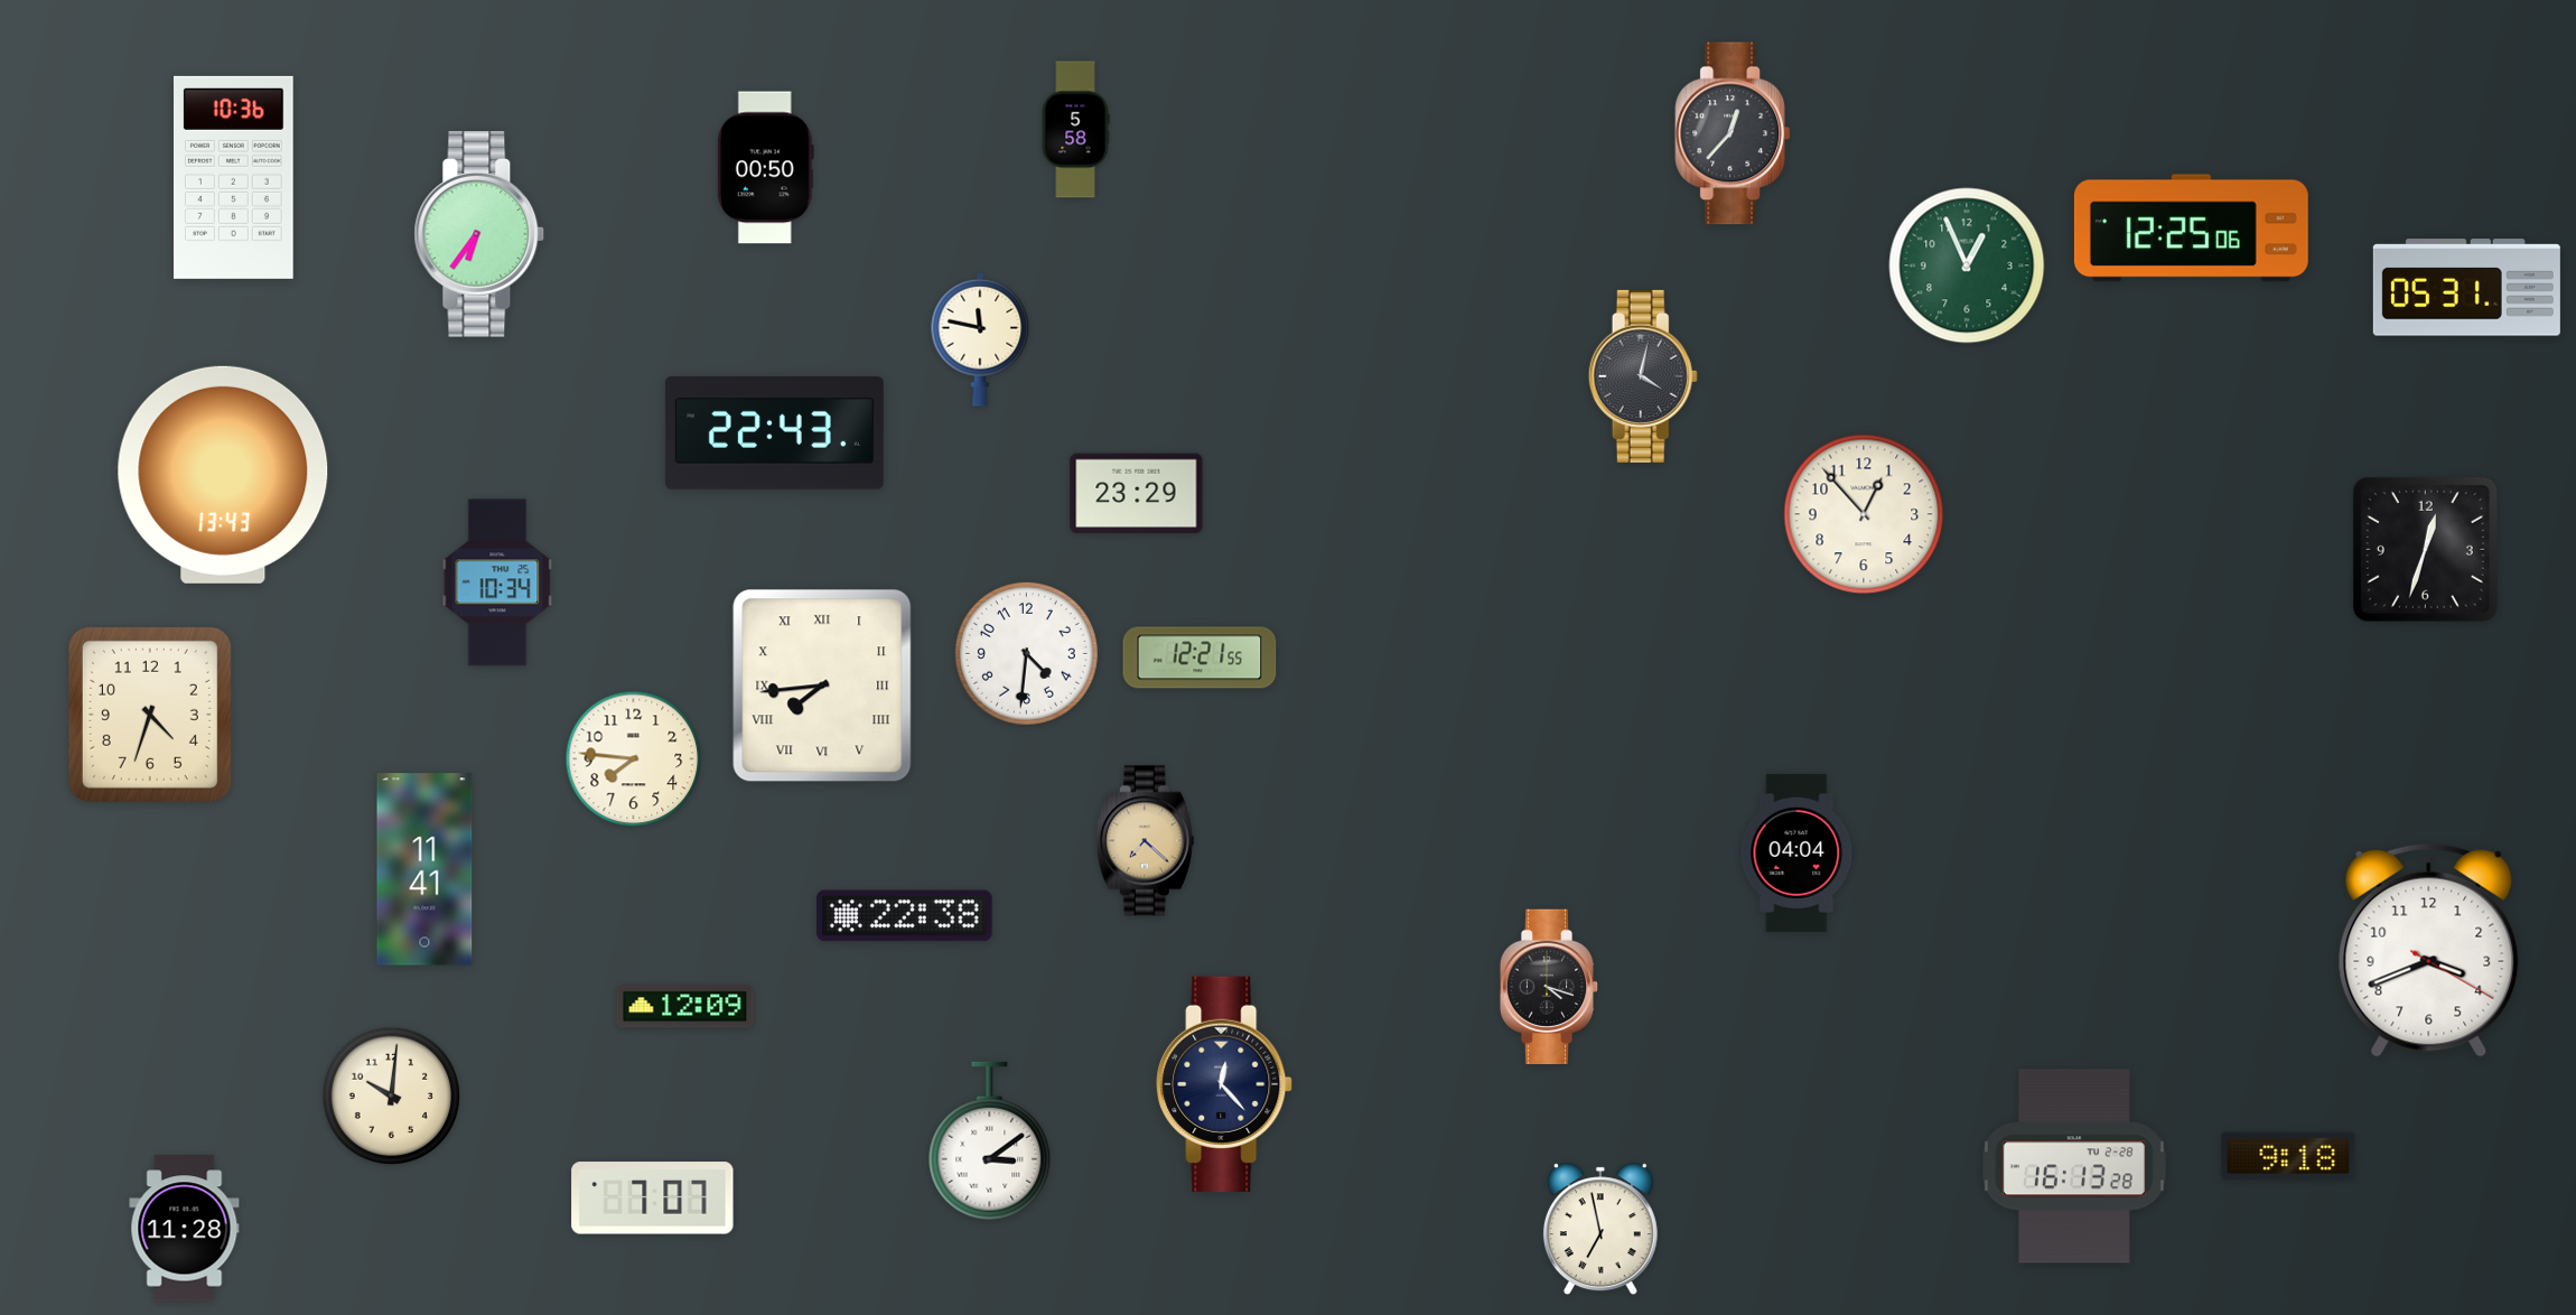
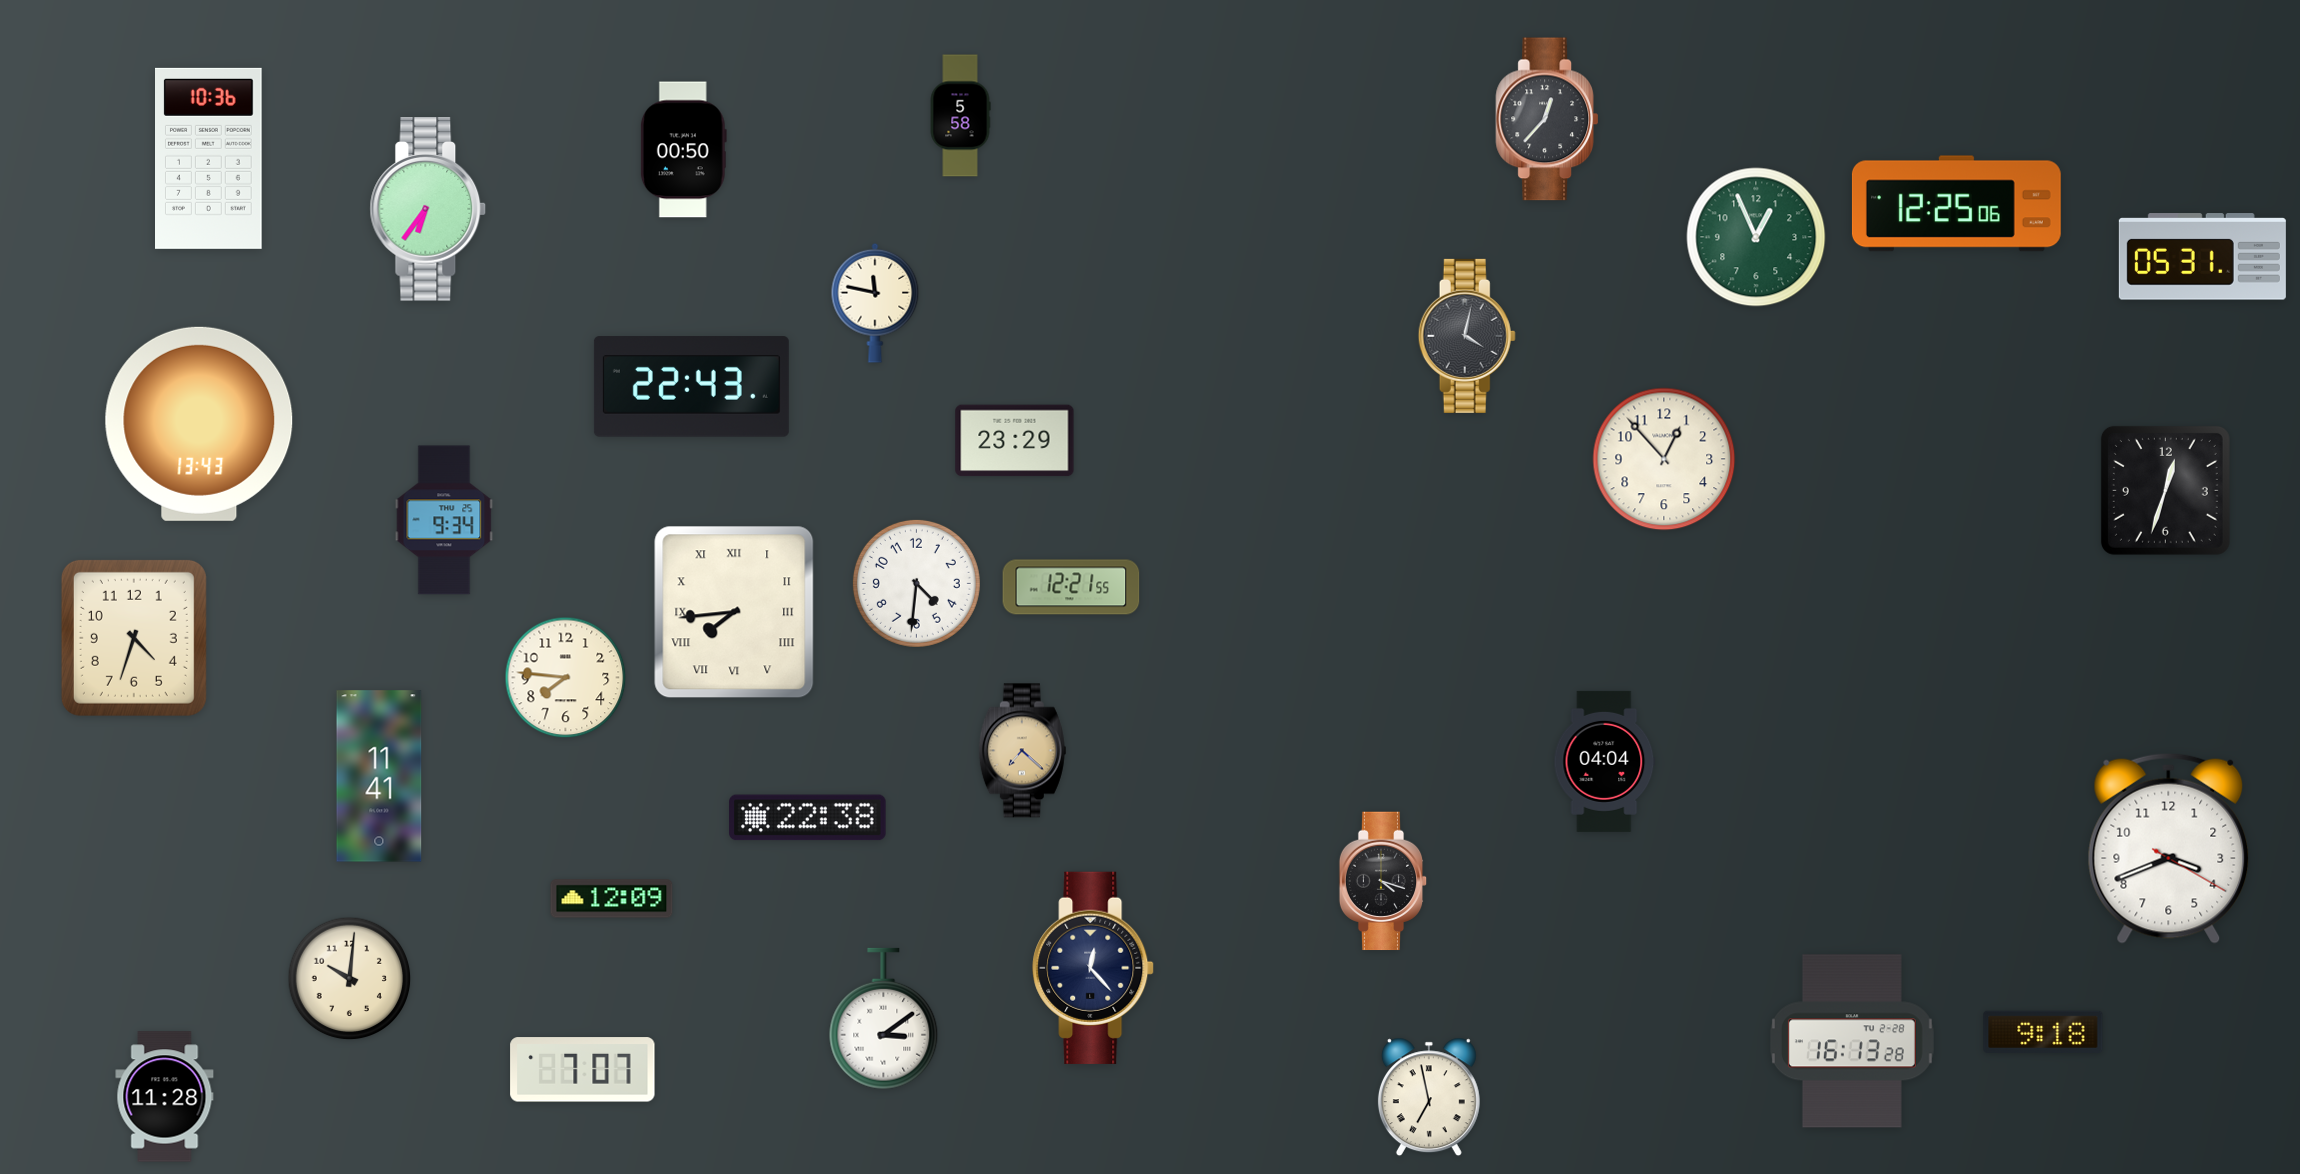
clock at (497, 582): 10:34 -> 9:34
